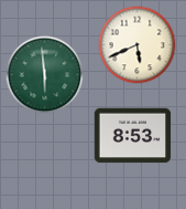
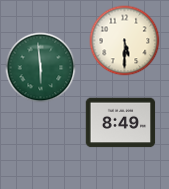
clock at (138, 45): 5:41 -> 5:30
clock at (133, 136): 8:53 -> 8:49
